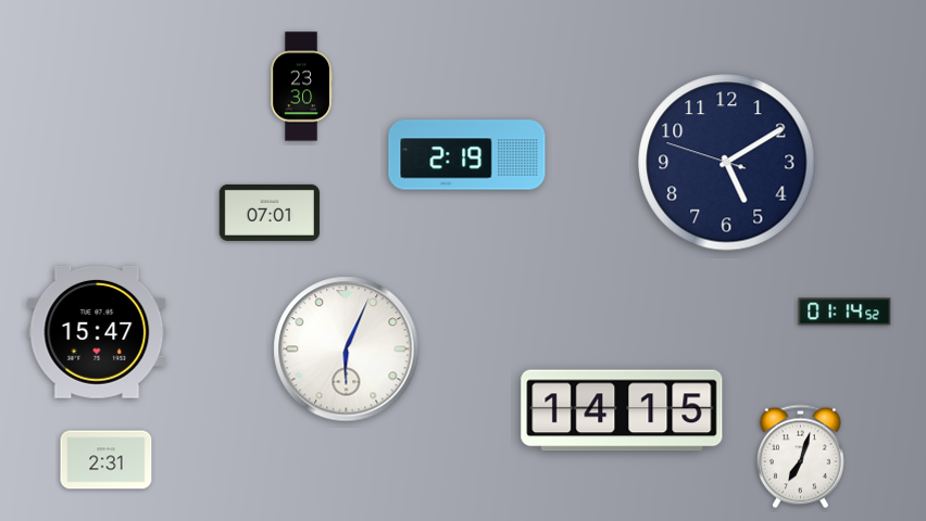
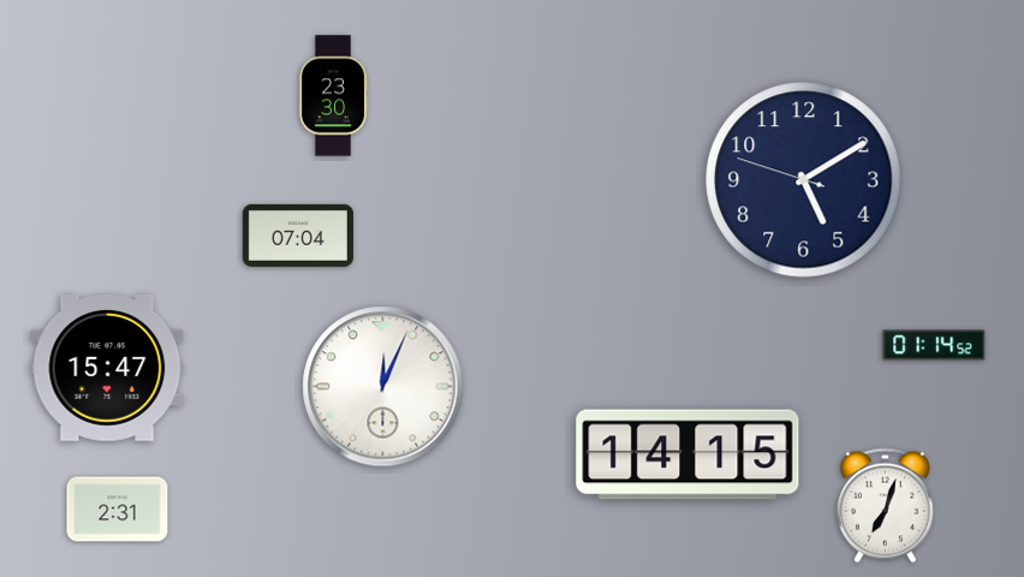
clock at (467, 155): 2:19 -> none
clock at (270, 213): 07:01 -> 07:04
clock at (347, 350): 6:04 -> 12:04
